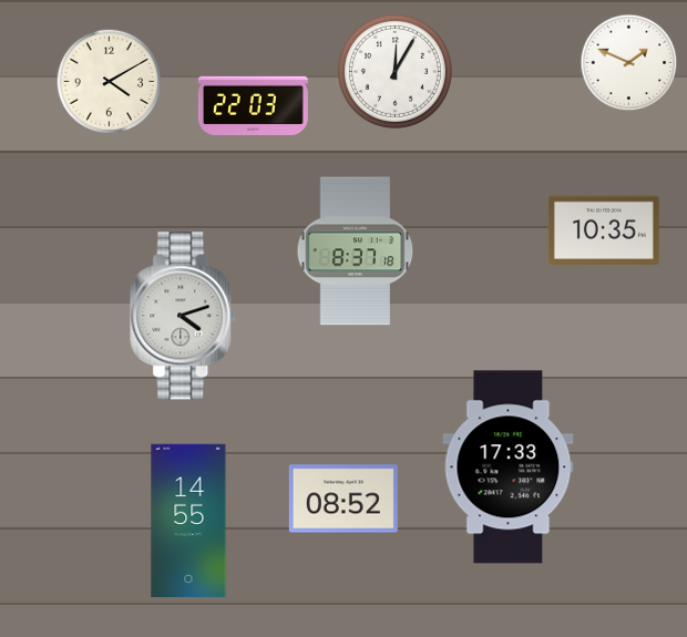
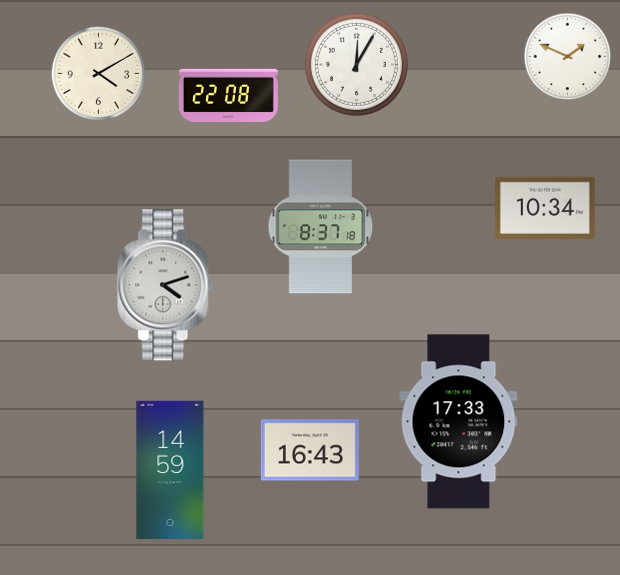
clock at (253, 105): 22:03 -> 22:08
clock at (604, 229): 10:35 -> 10:34
clock at (343, 499): 08:52 -> 16:43
clock at (188, 521): 14:55 -> 14:59
